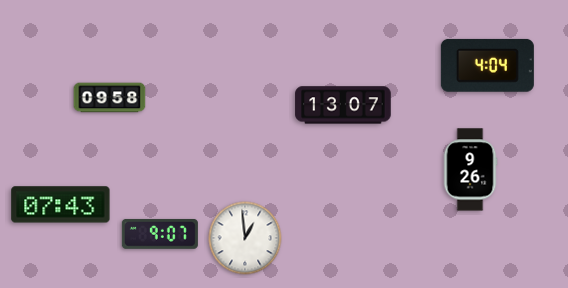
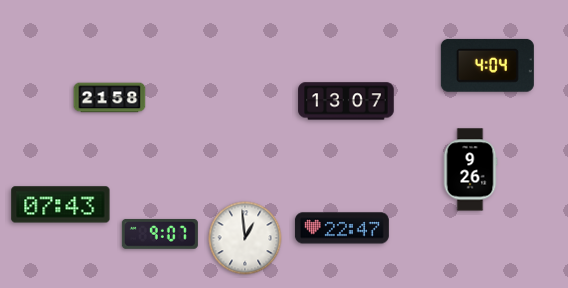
clock at (110, 98): 09:58 -> 21:58
clock at (343, 105) position: (343, 105) -> (346, 101)
clock at (342, 228): none -> 22:47
